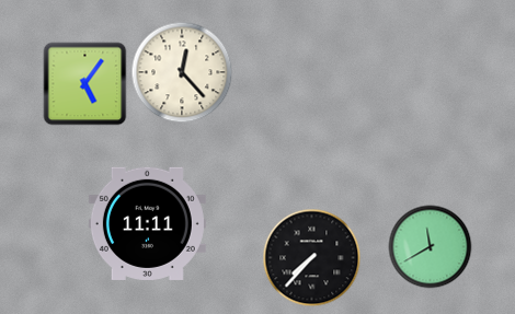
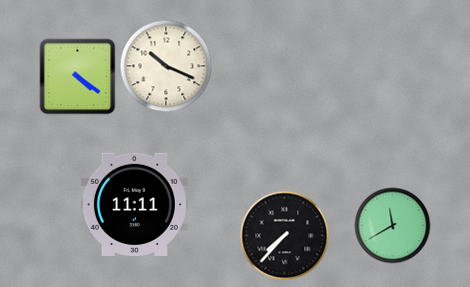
clock at (182, 72): 12:23 -> 10:19
clock at (85, 84): 5:06 -> 4:21
